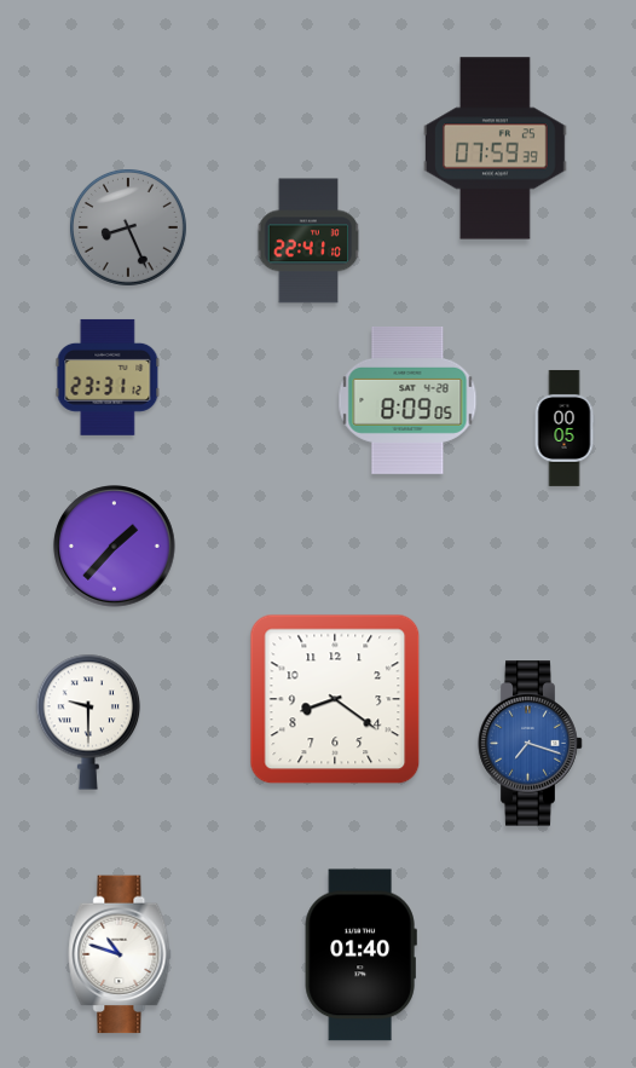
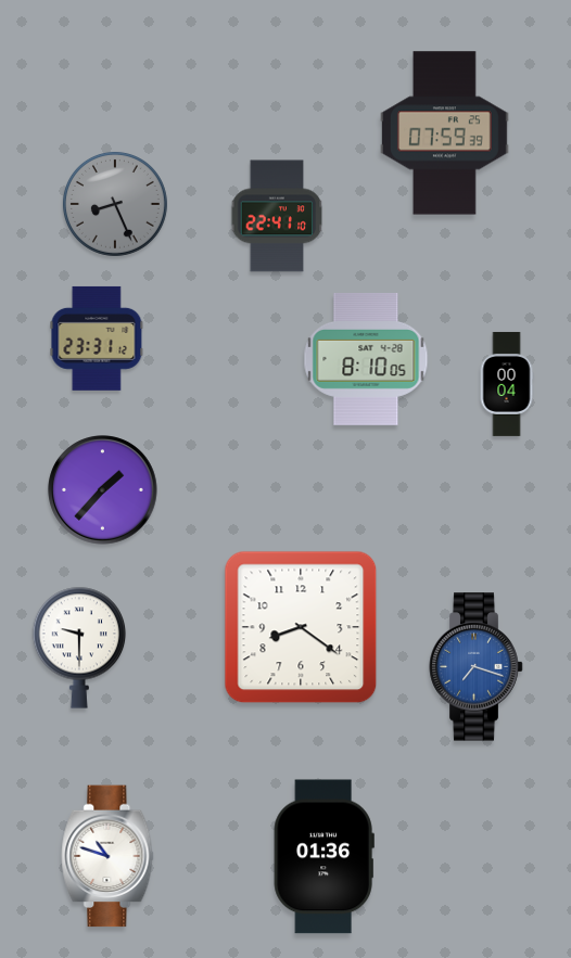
clock at (407, 400): 8:09 -> 8:10
clock at (565, 428): 00:05 -> 00:04
clock at (360, 956): 01:40 -> 01:36
